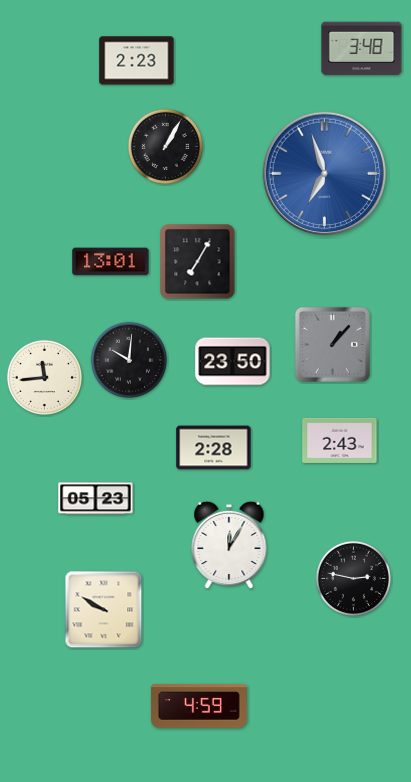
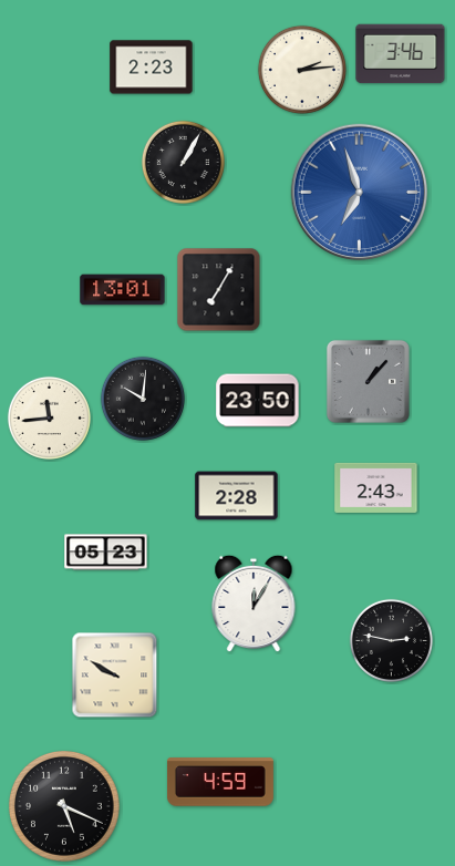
clock at (362, 49): 3:48 -> 3:46
clock at (302, 70): none -> 2:14
clock at (64, 806): none -> 5:19
